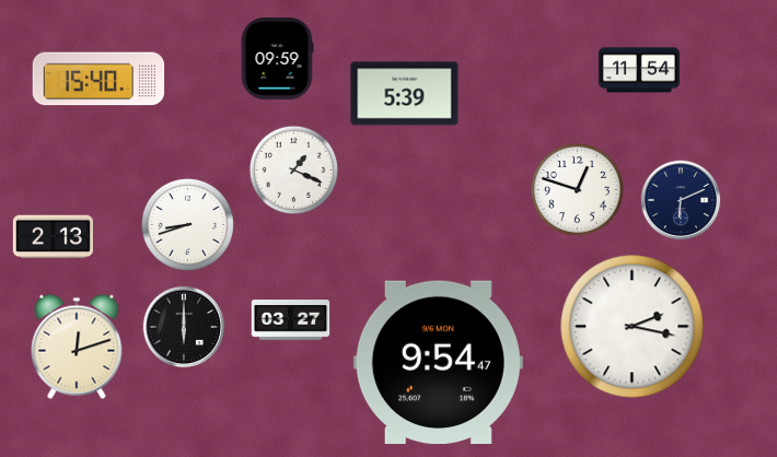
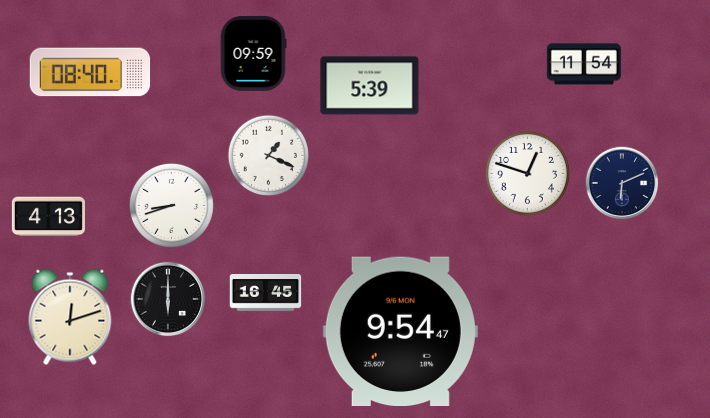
clock at (98, 79): 15:40 -> 08:40
clock at (53, 237): 2:13 -> 4:13
clock at (291, 320): 03:27 -> 16:45
clock at (633, 327): 2:17 -> none
